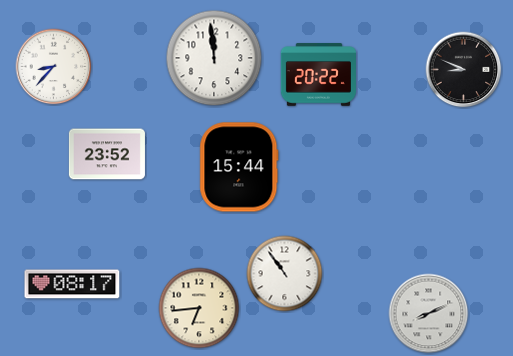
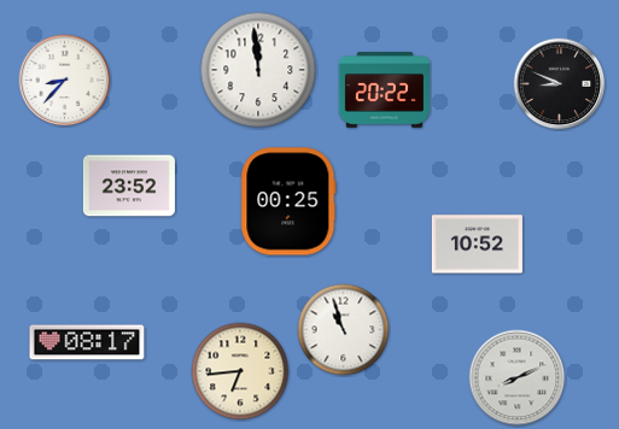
clock at (239, 167): 15:44 -> 00:25
clock at (477, 245): none -> 10:52
clock at (285, 274): 10:54 -> 10:57
